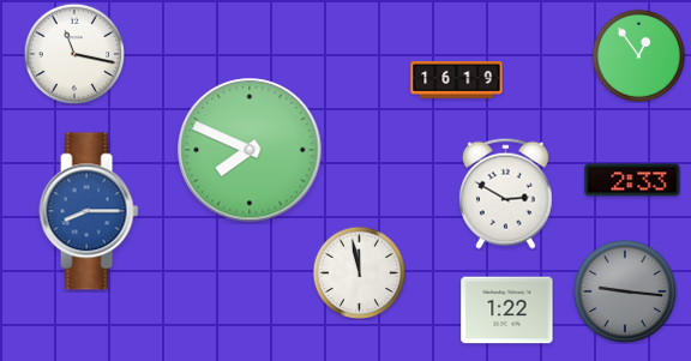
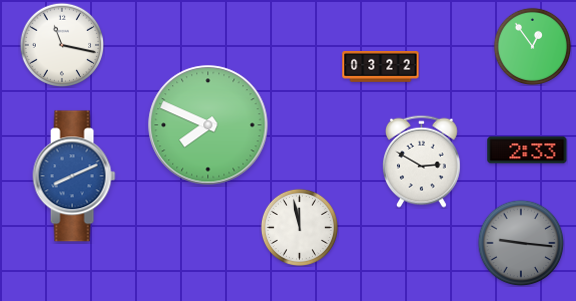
clock at (457, 80): 16:19 -> 03:22
clock at (89, 211): 8:15 -> 8:11
clock at (507, 311): 1:22 -> none
